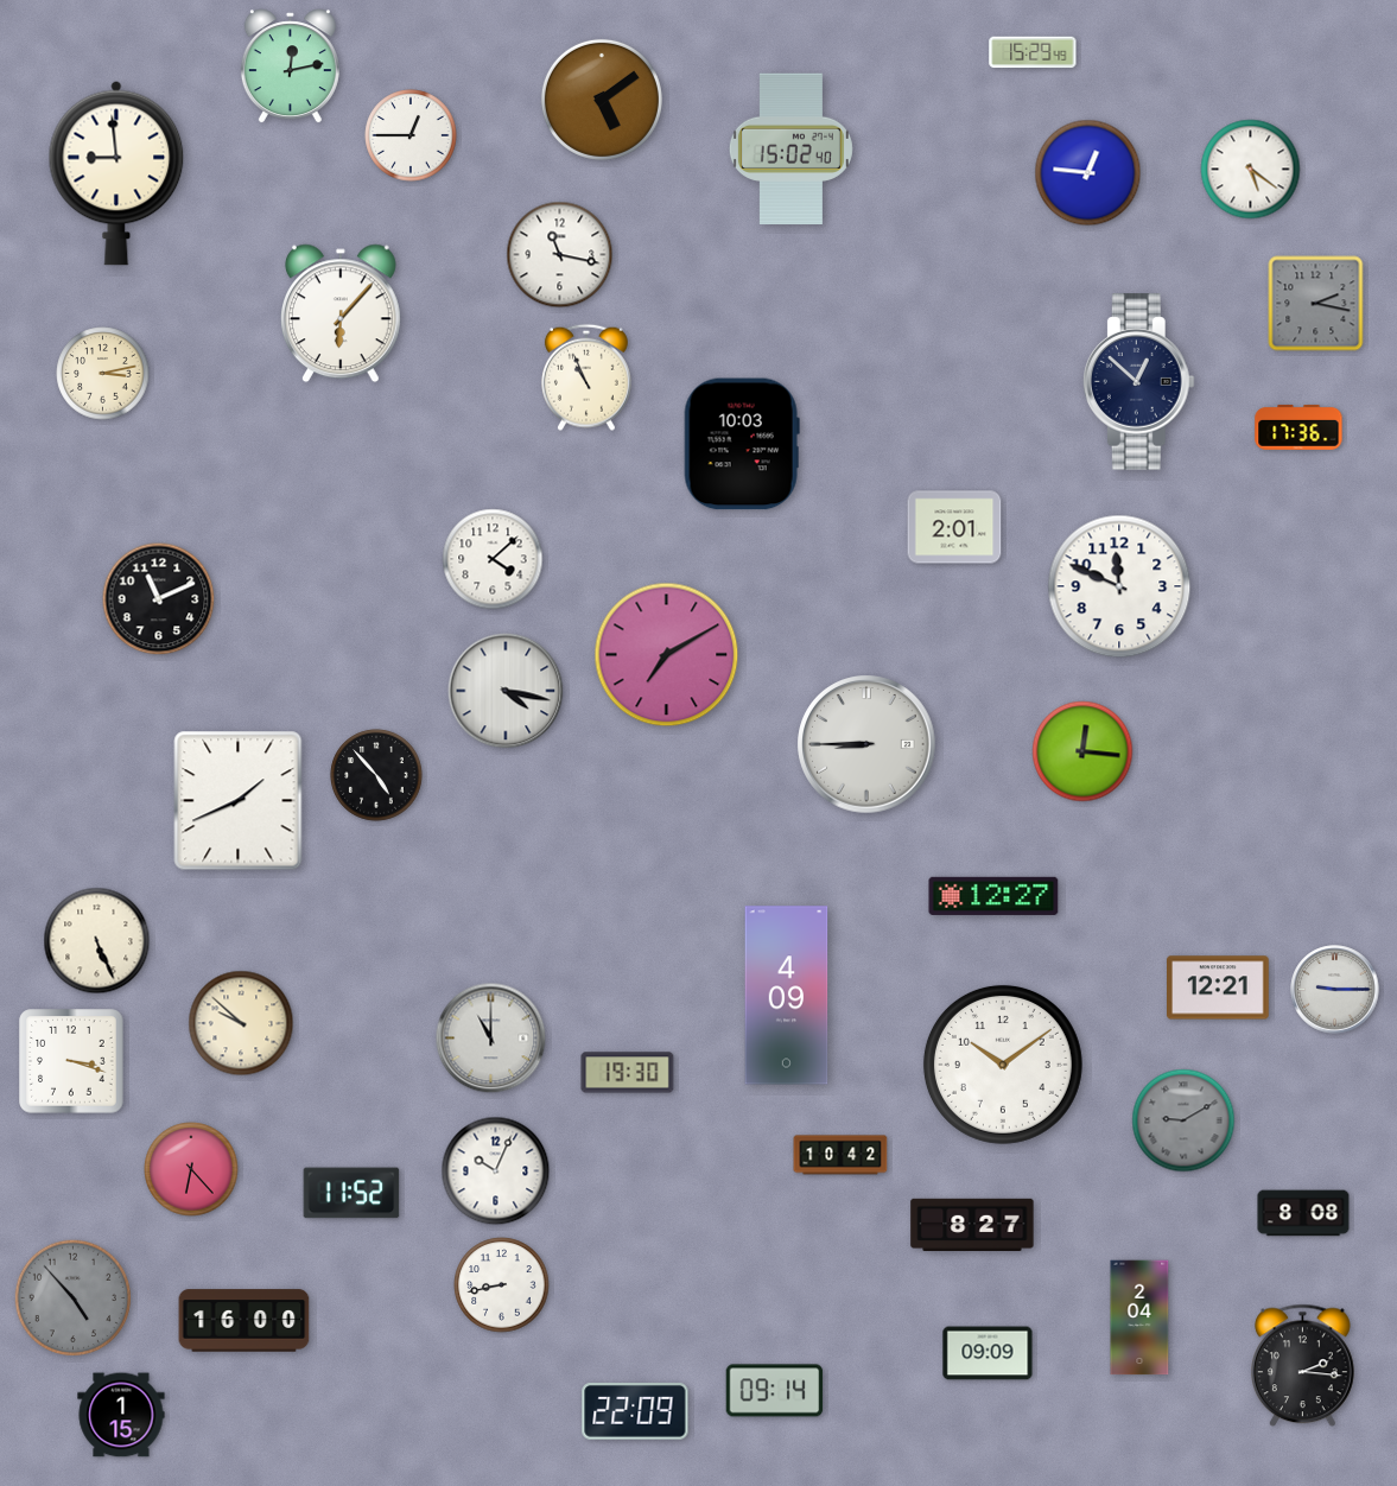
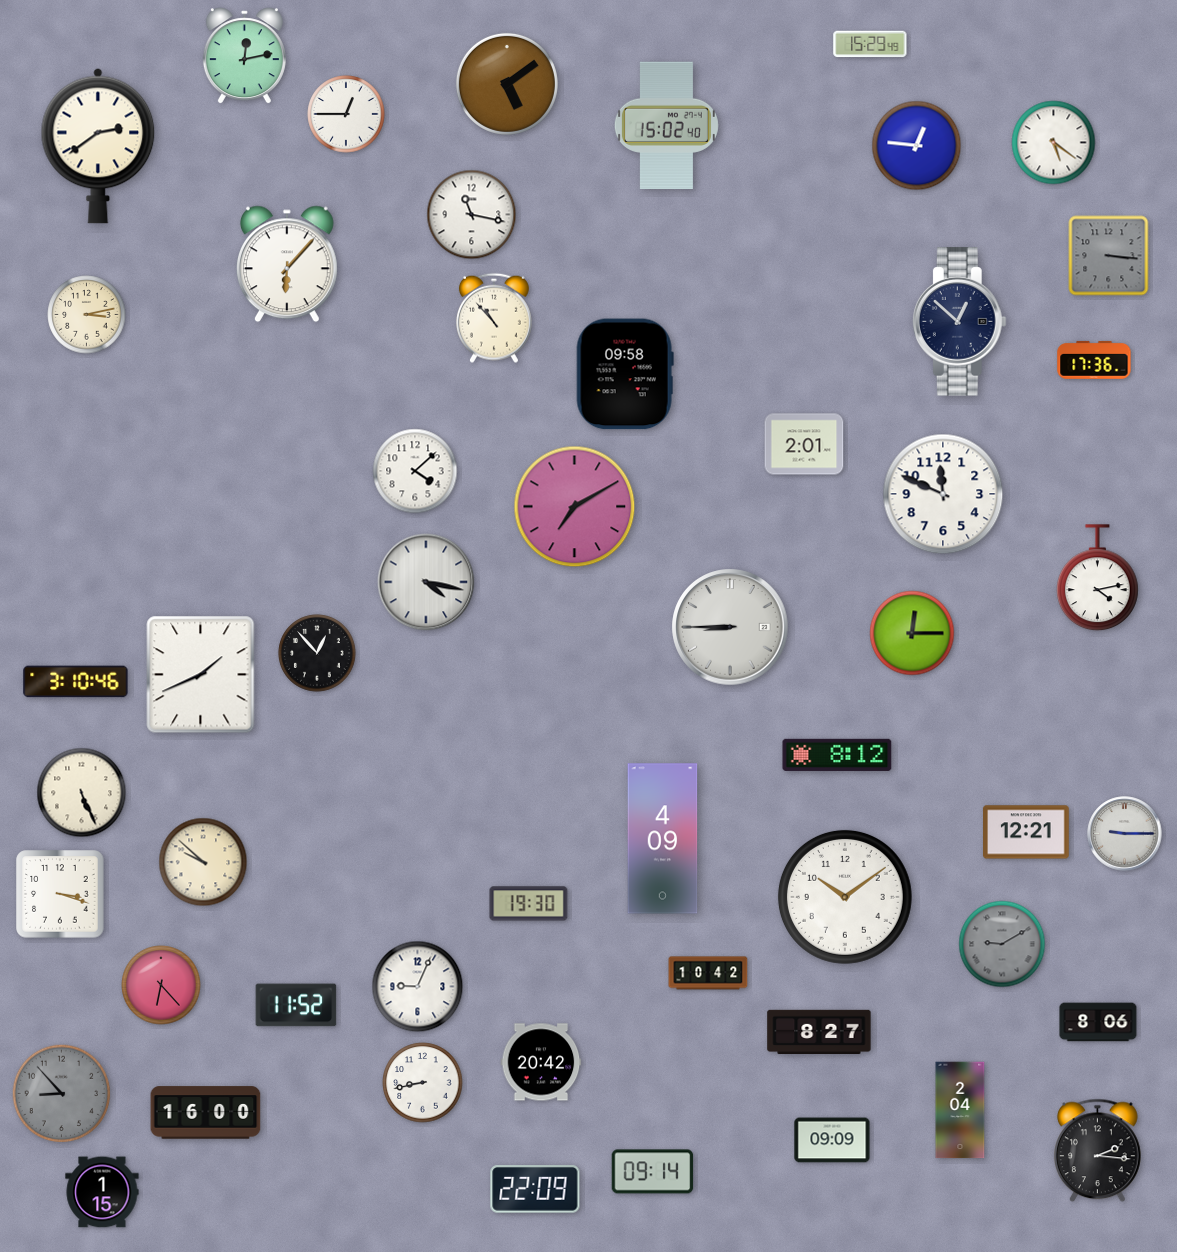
clock at (116, 173): 8:59 -> 2:39
clock at (1316, 304): 2:17 -> 3:16
clock at (586, 377): 10:56 -> 10:53
clock at (742, 444): 10:03 -> 09:58
clock at (159, 599): 11:11 -> none
clock at (667, 655) position: (667, 655) -> (575, 507)
clock at (1098, 578): none -> 4:13
clock at (1082, 751): 12:16 -> 12:15
clock at (376, 775): 4:53 -> 12:53
clock at (76, 682): none -> 3:10
clock at (993, 896): 12:27 -> 8:12
clock at (491, 1039): 11:00 -> none
clock at (1183, 1120) position: (1183, 1120) -> (1002, 944)
clock at (496, 1171): 10:04 -> 9:04
clock at (1303, 1213): 8:08 -> 8:06
clock at (541, 1062): none -> 20:42
clock at (74, 1298): 4:53 -> 8:53
